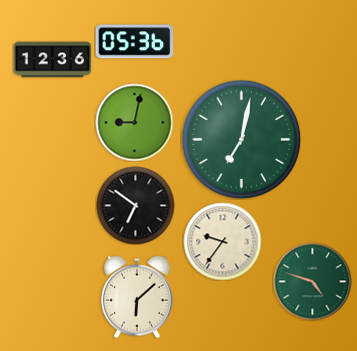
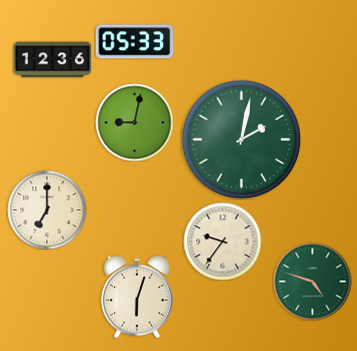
clock at (134, 42): 05:36 -> 05:33
clock at (241, 139): 7:02 -> 2:02
clock at (135, 205): 6:51 -> none
clock at (47, 210): none -> 7:00
clock at (138, 297): 6:08 -> 6:03
